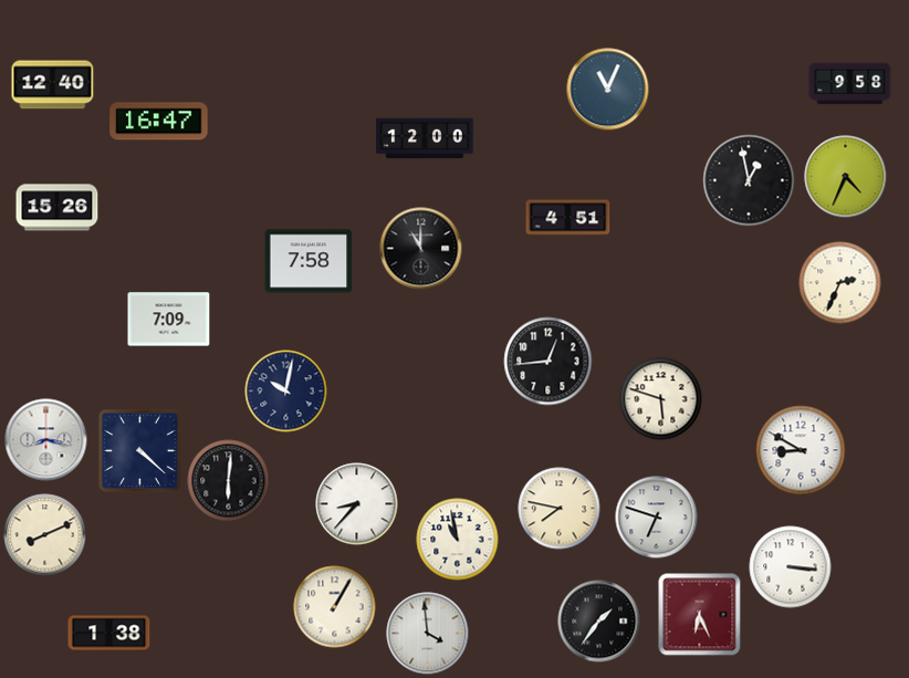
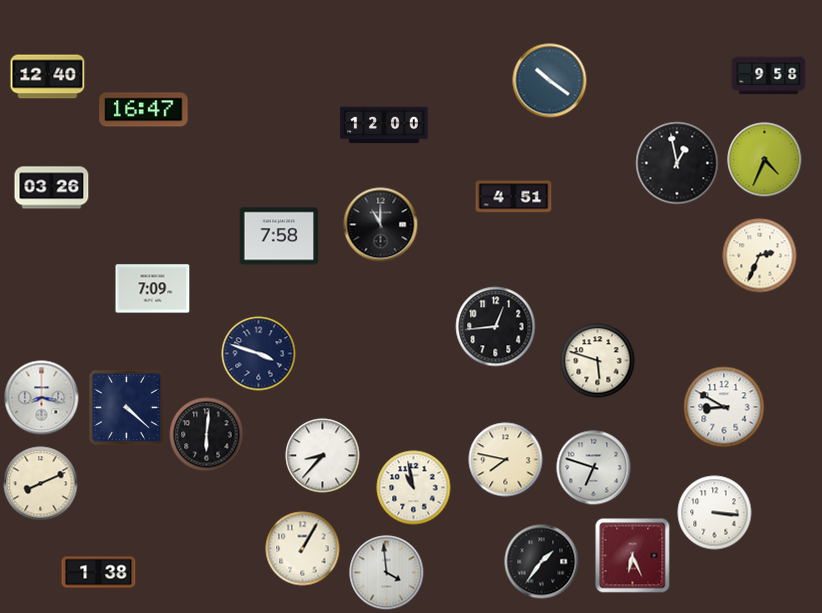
clock at (608, 90): 11:04 -> 10:21
clock at (58, 208): 15:26 -> 03:26
clock at (286, 392): 10:02 -> 3:48
